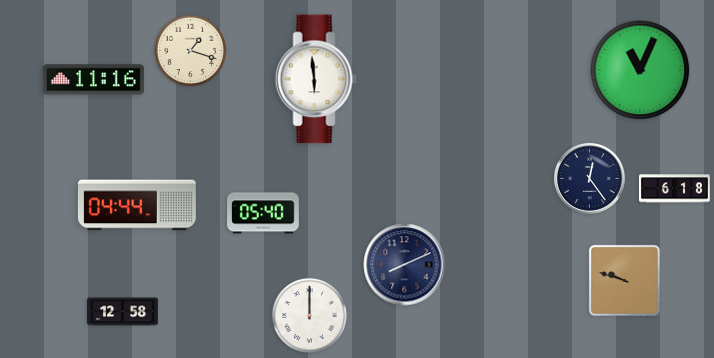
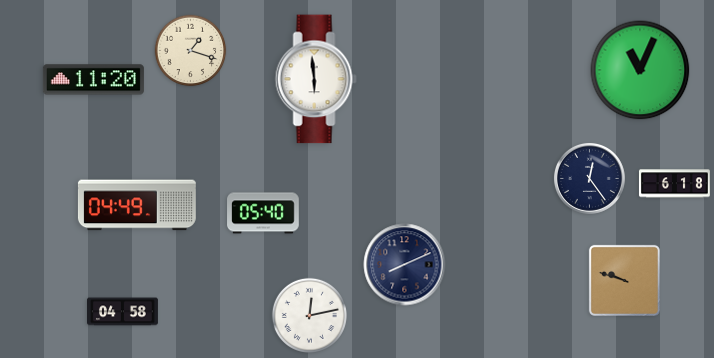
clock at (93, 80): 11:16 -> 11:20
clock at (674, 189) position: (674, 189) -> (674, 184)
clock at (137, 205): 04:44 -> 04:49
clock at (123, 312): 12:58 -> 04:58
clock at (309, 315): 12:00 -> 12:13
